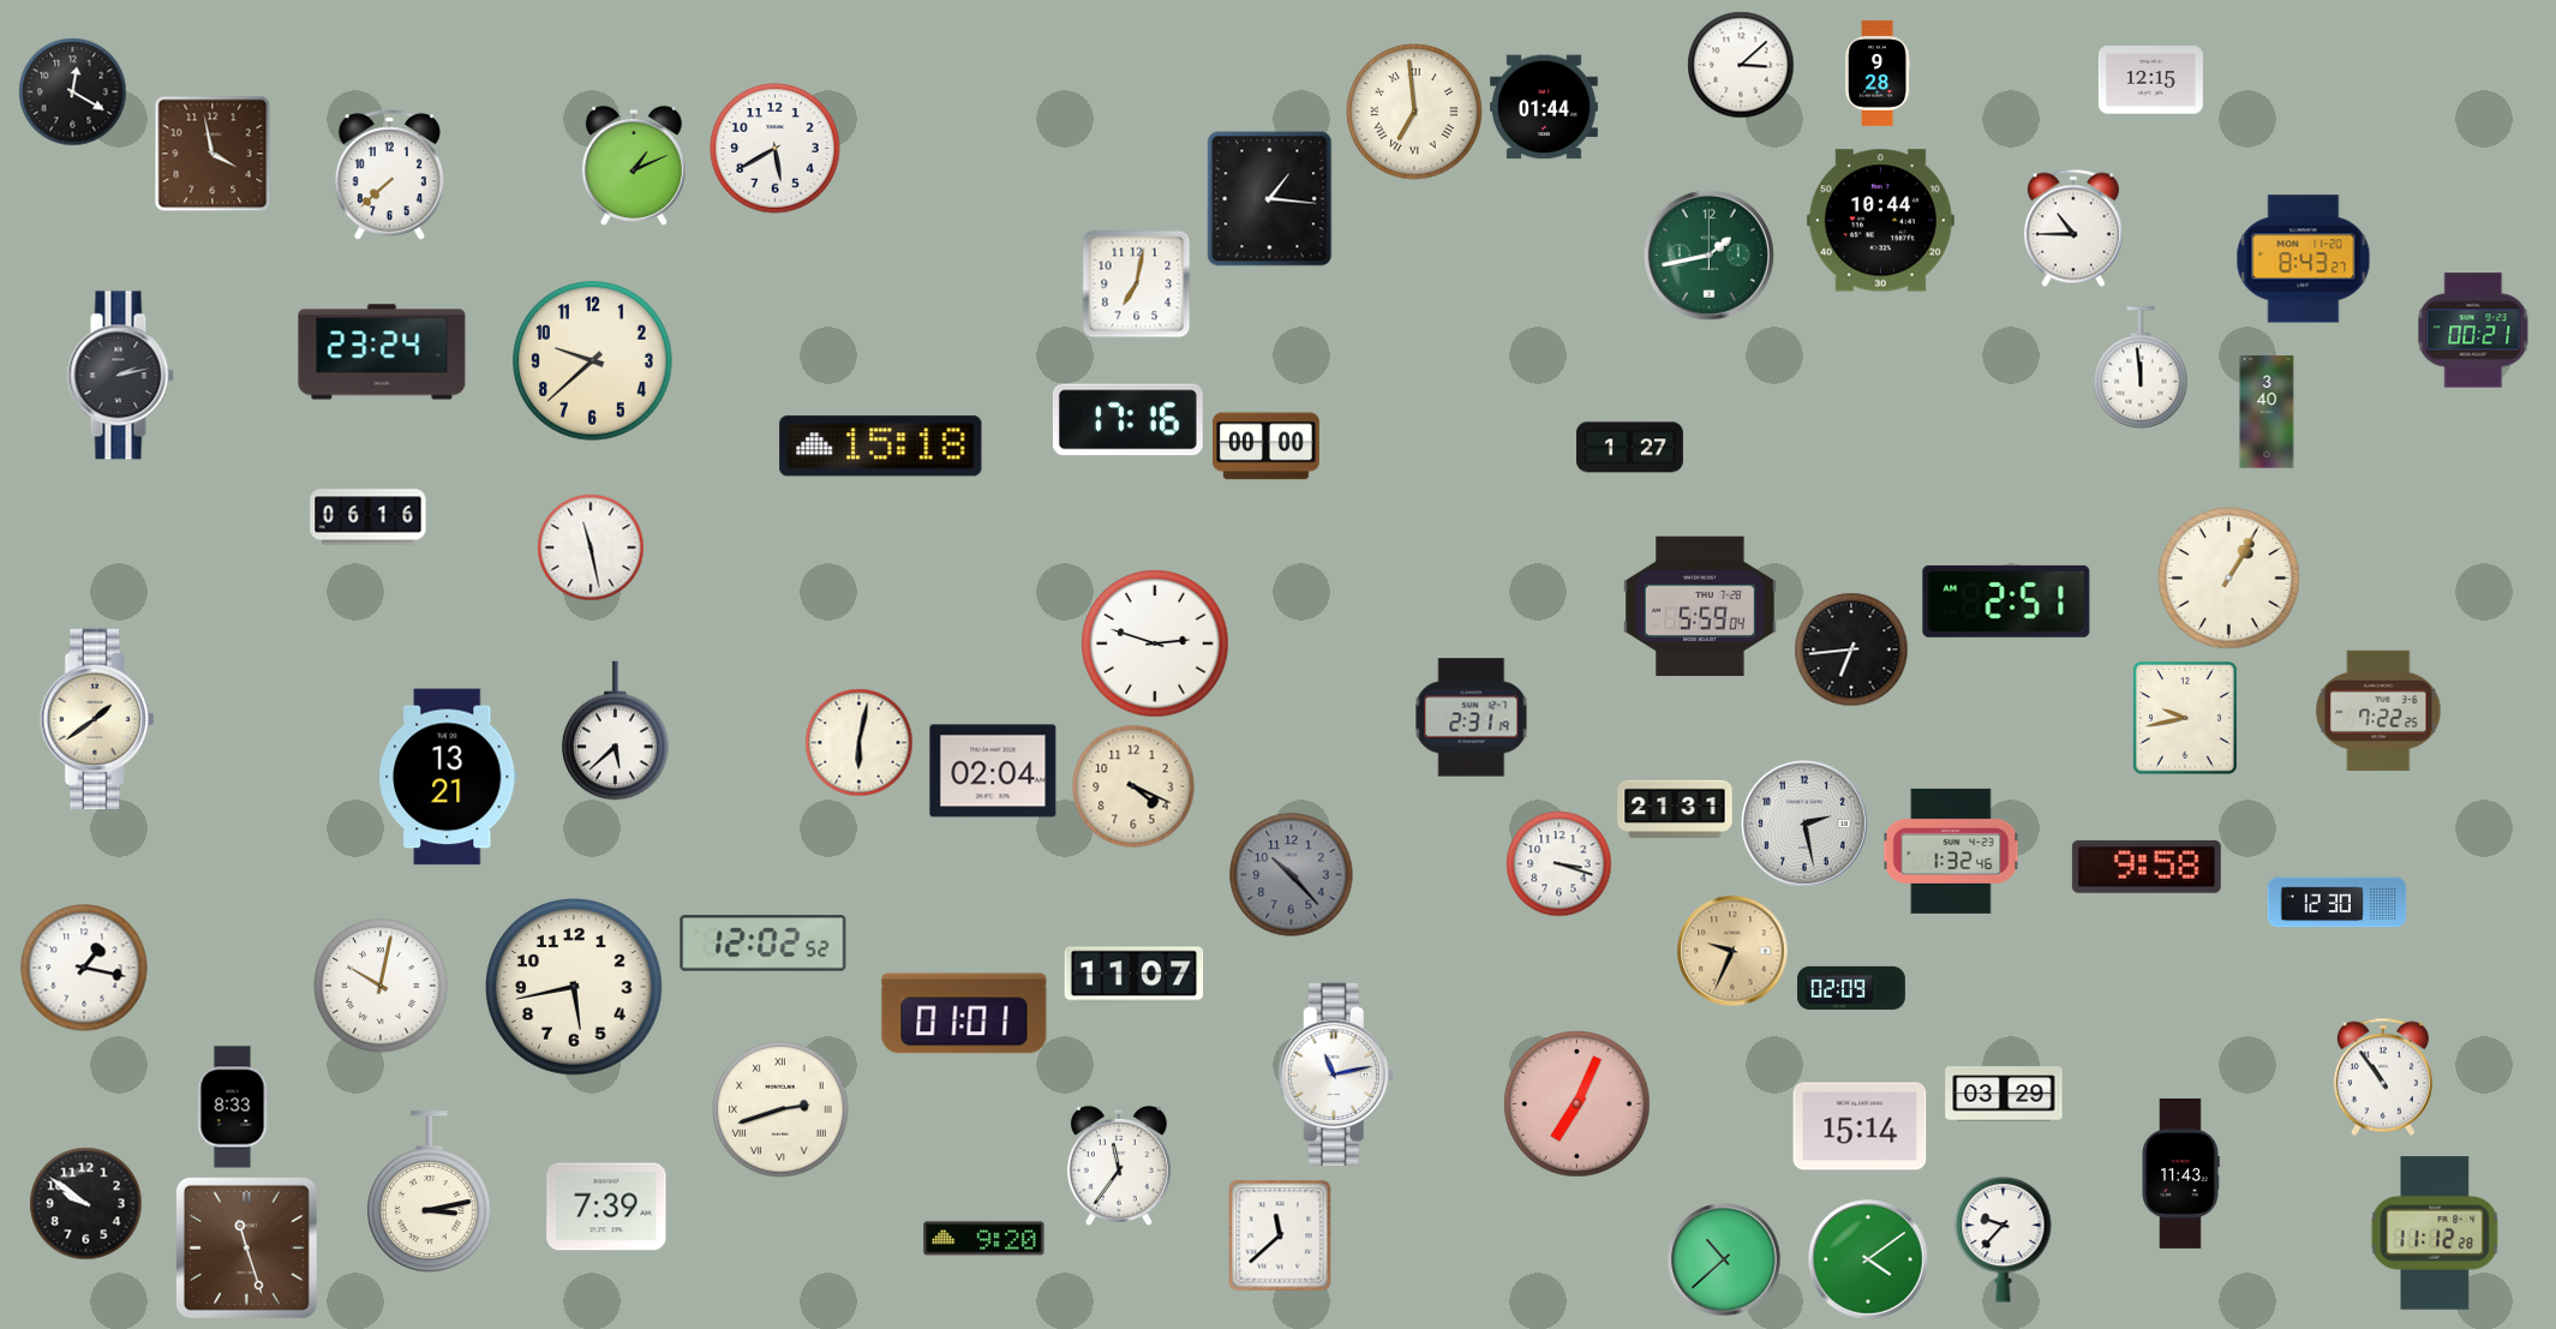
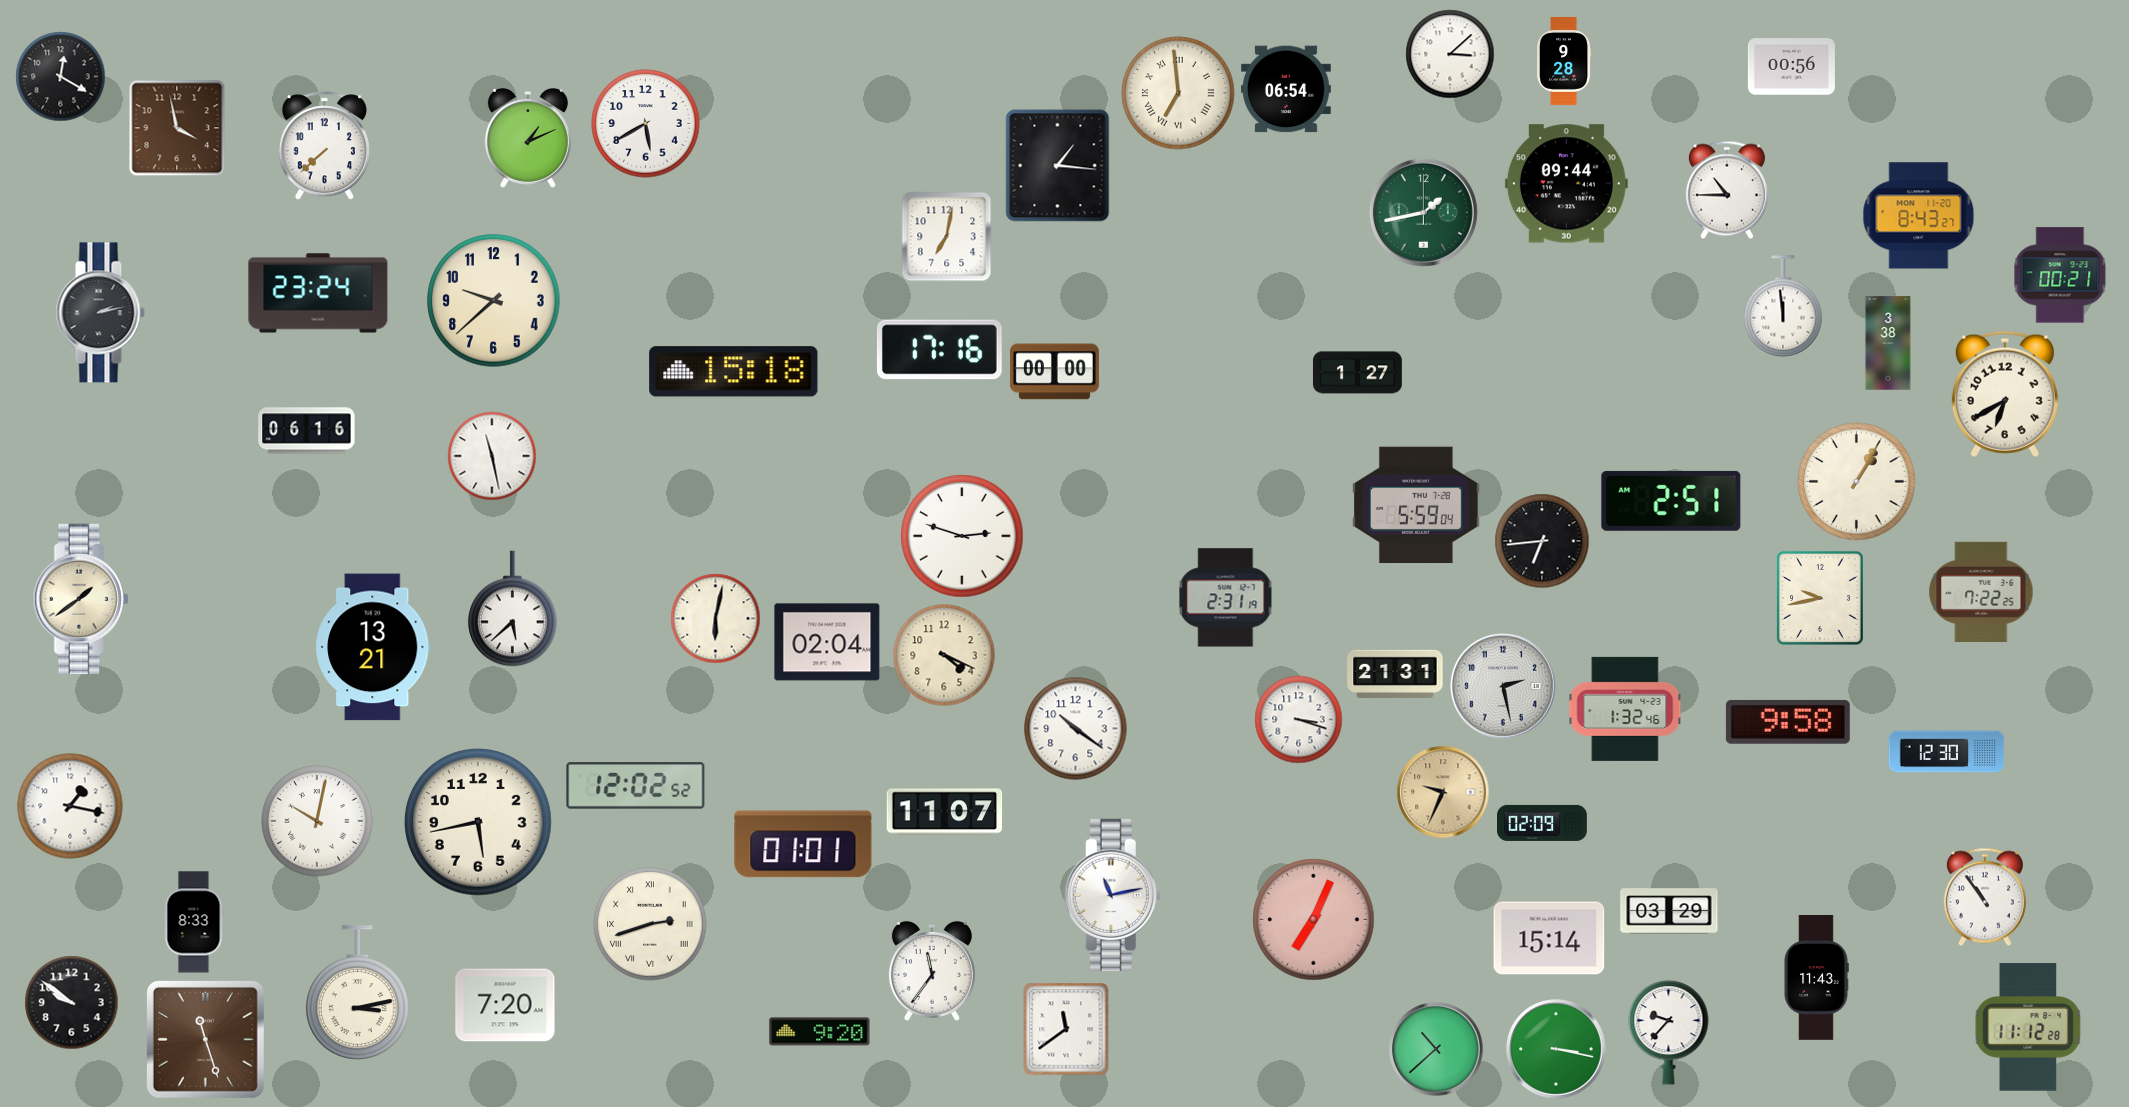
clock at (2150, 80): 12:15 -> 00:56
clock at (1544, 107): 01:44 -> 06:54
clock at (1880, 221): 10:44 -> 09:44
clock at (2267, 412): 3:40 -> 3:38
clock at (2005, 394): none -> 6:40
clock at (1292, 875): 10:23 -> 10:21
clock at (1292, 875) dial: grey -> white
clock at (606, 1207): 7:39 -> 7:20
clock at (1280, 1235): 11:38 -> 11:39
clock at (1868, 1259): 4:09 -> 3:17
